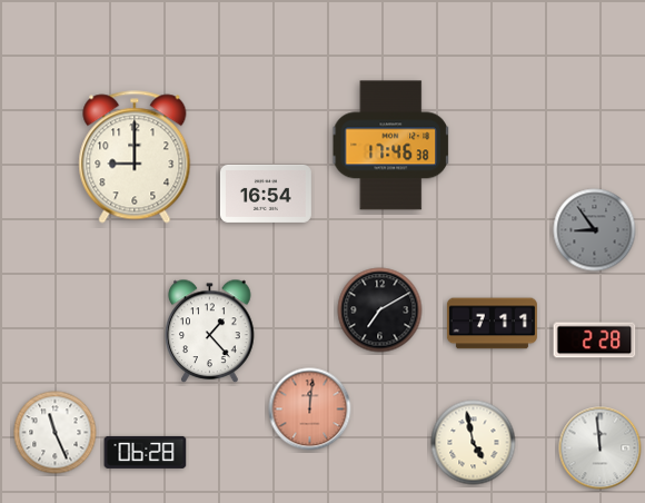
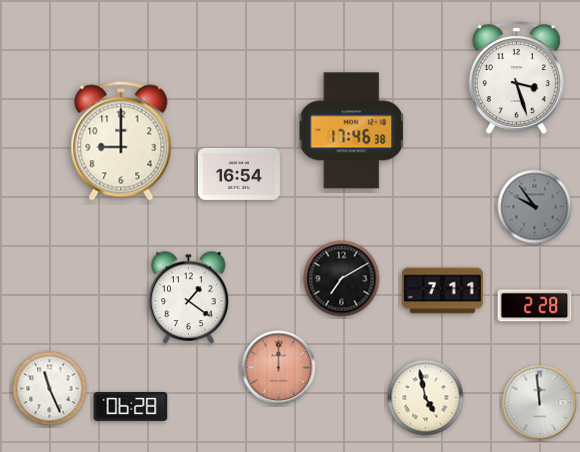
clock at (516, 78): none -> 3:27
clock at (595, 230): 8:54 -> 9:54
clock at (210, 332): 1:23 -> 1:21
clock at (310, 410): 12:01 -> 12:00
